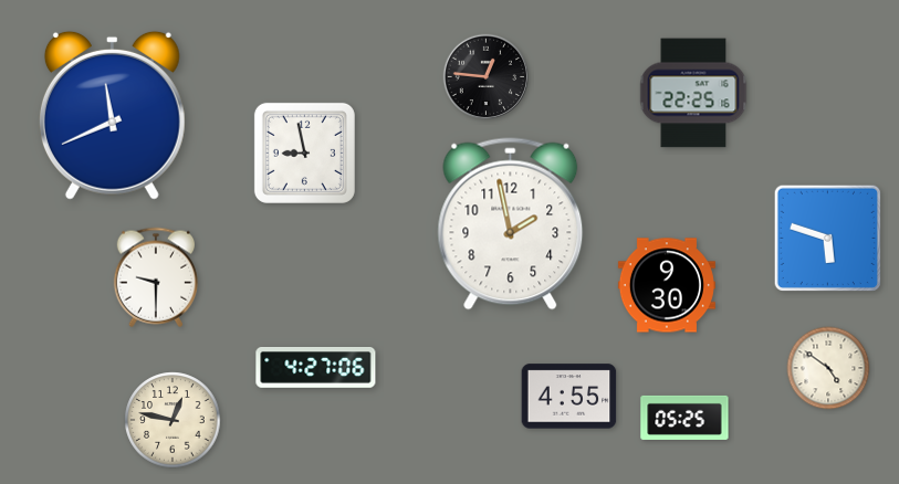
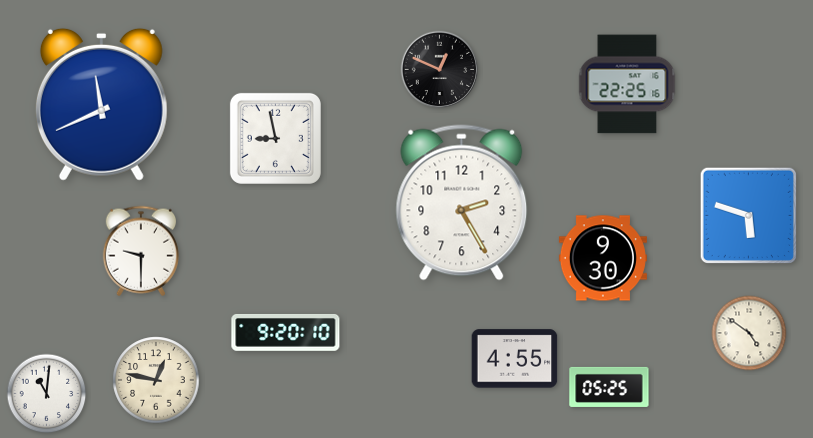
clock at (487, 77): 12:46 -> 12:49
clock at (511, 224): 1:58 -> 2:25
clock at (316, 368): 4:27 -> 9:20
clock at (684, 418) position: (684, 418) -> (609, 387)
clock at (47, 394): none -> 11:01
